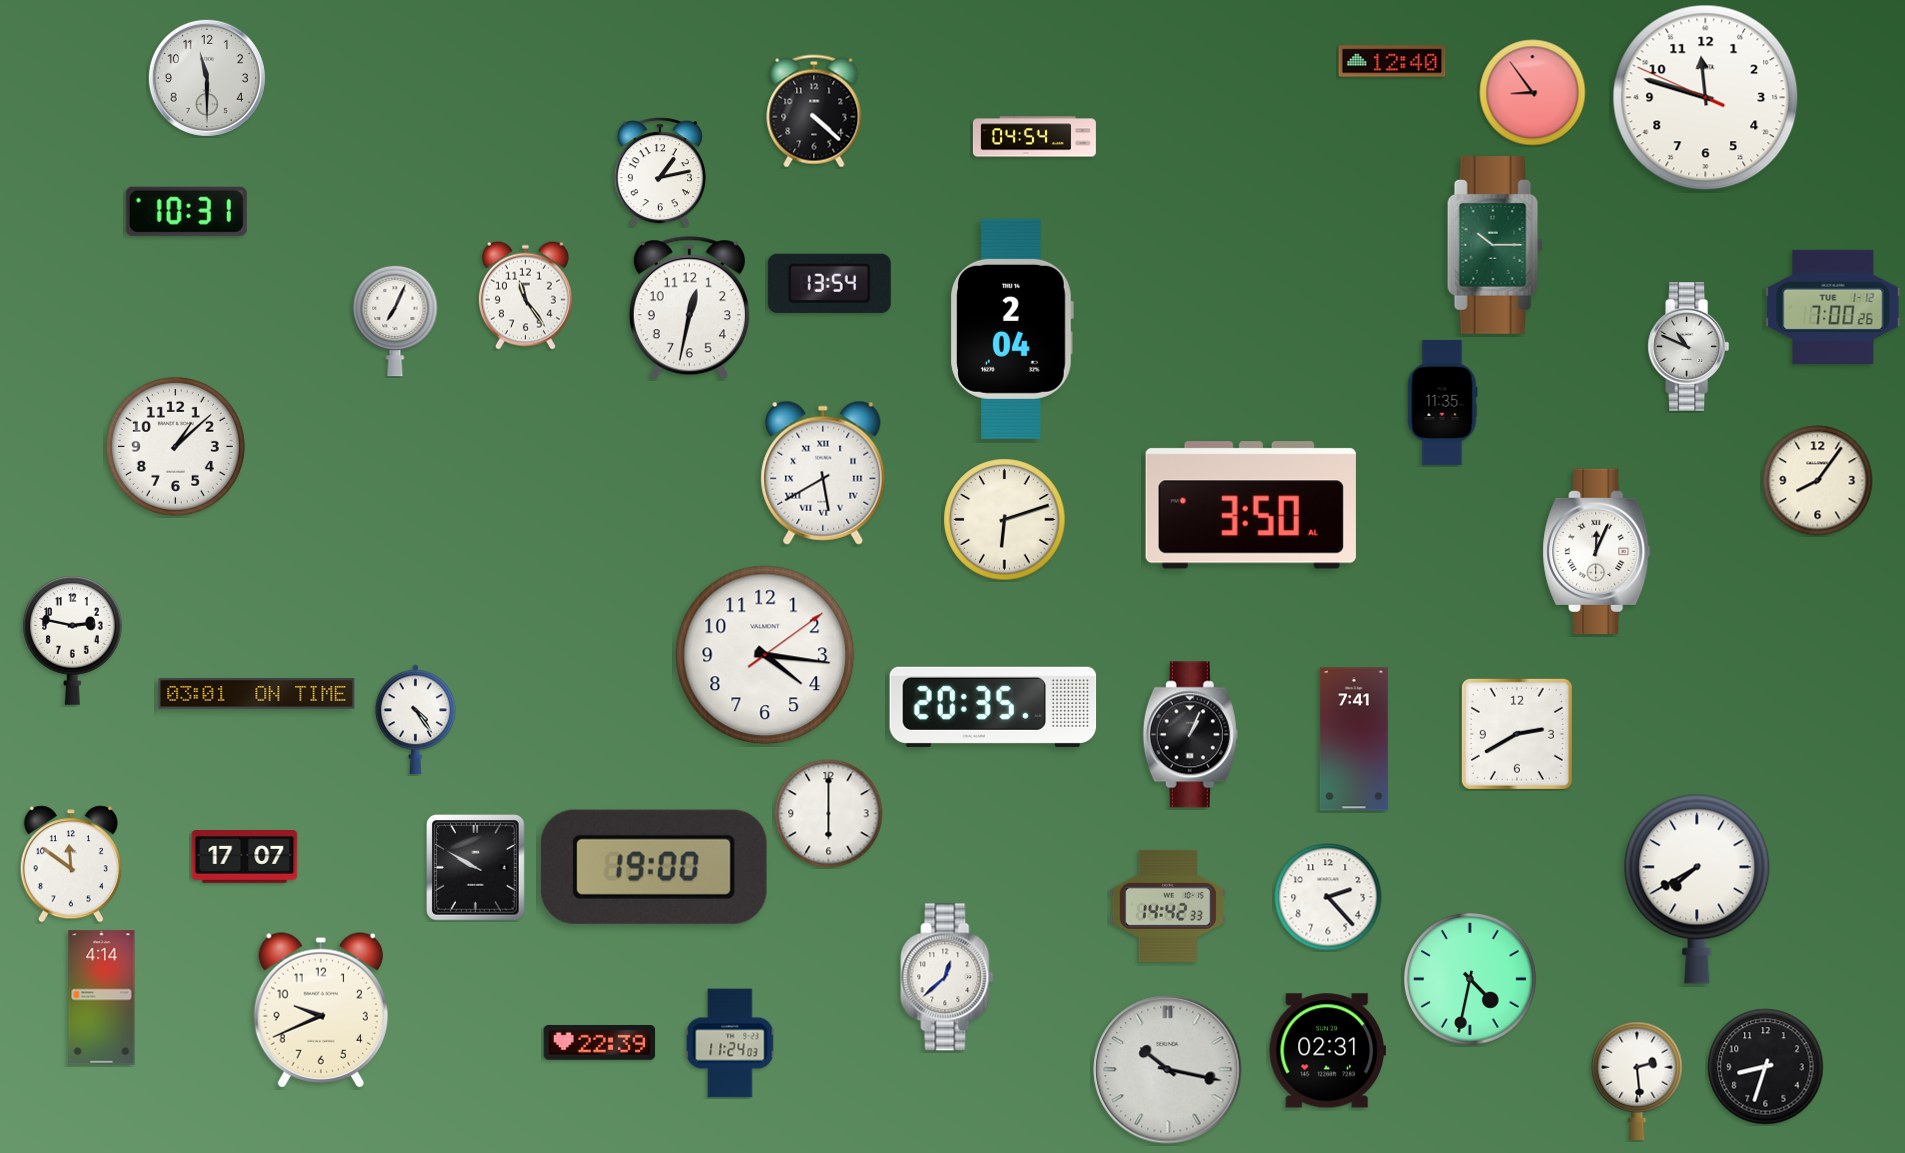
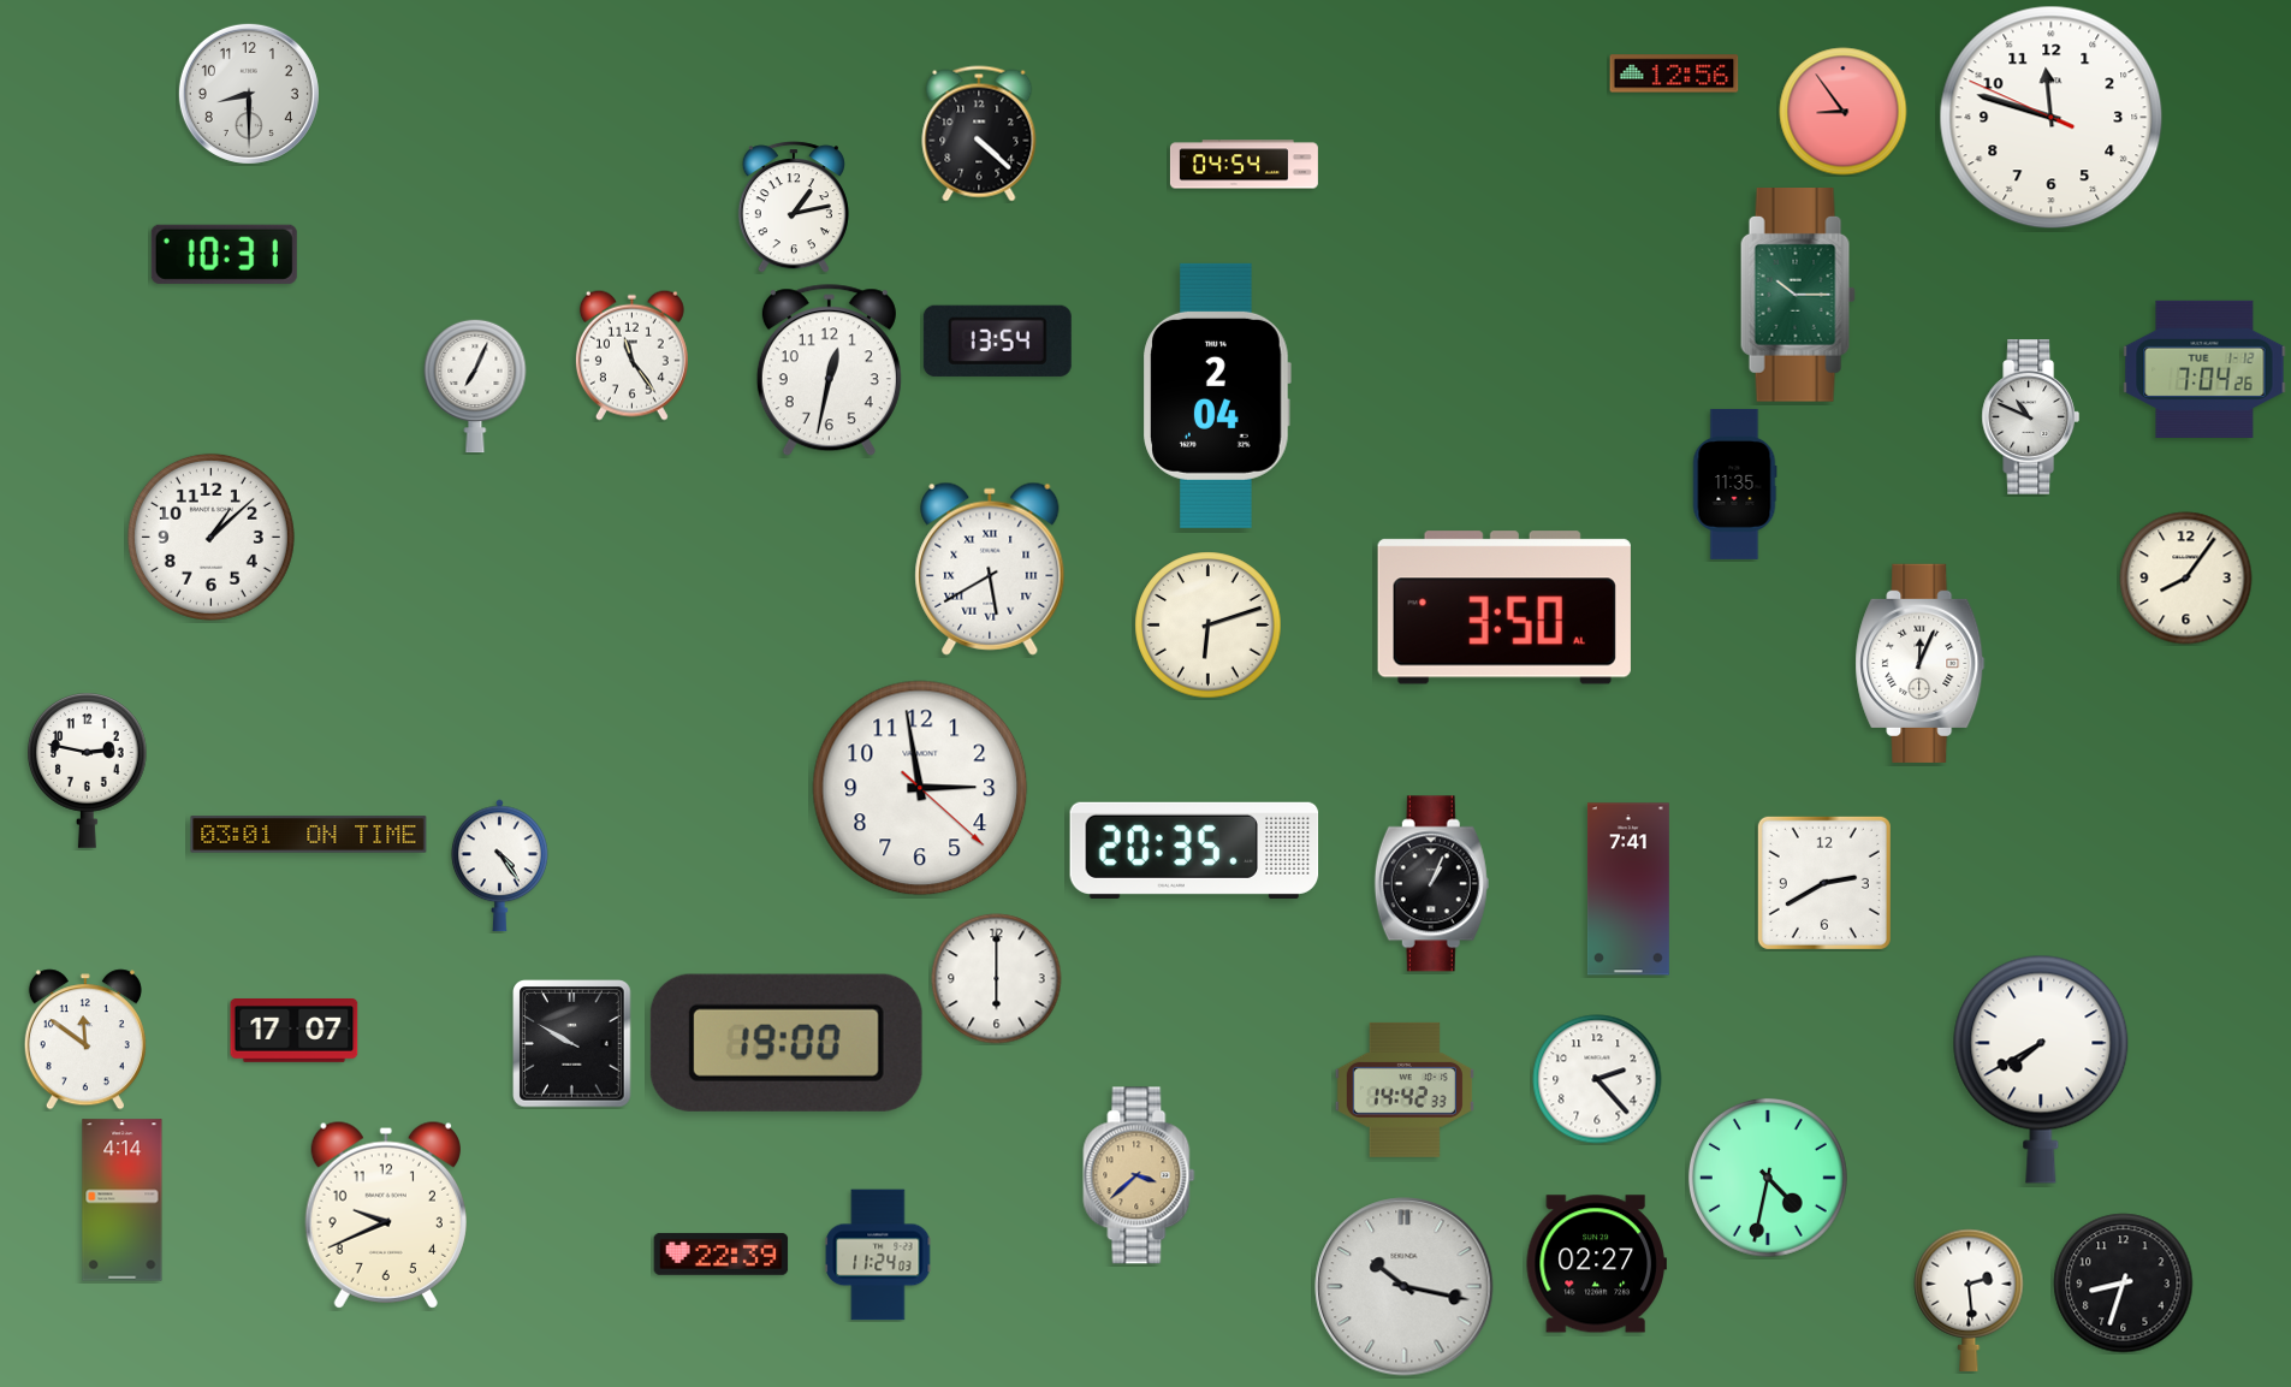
clock at (1392, 61): 12:40 -> 12:56
clock at (207, 78): 11:30 -> 8:30
clock at (1833, 307): 7:00 -> 7:04
clock at (765, 655): 4:16 -> 2:58
clock at (947, 977): 12:38 -> 3:38
clock at (947, 977) dial: white -> champagne
clock at (1327, 1051): 02:31 -> 02:27
